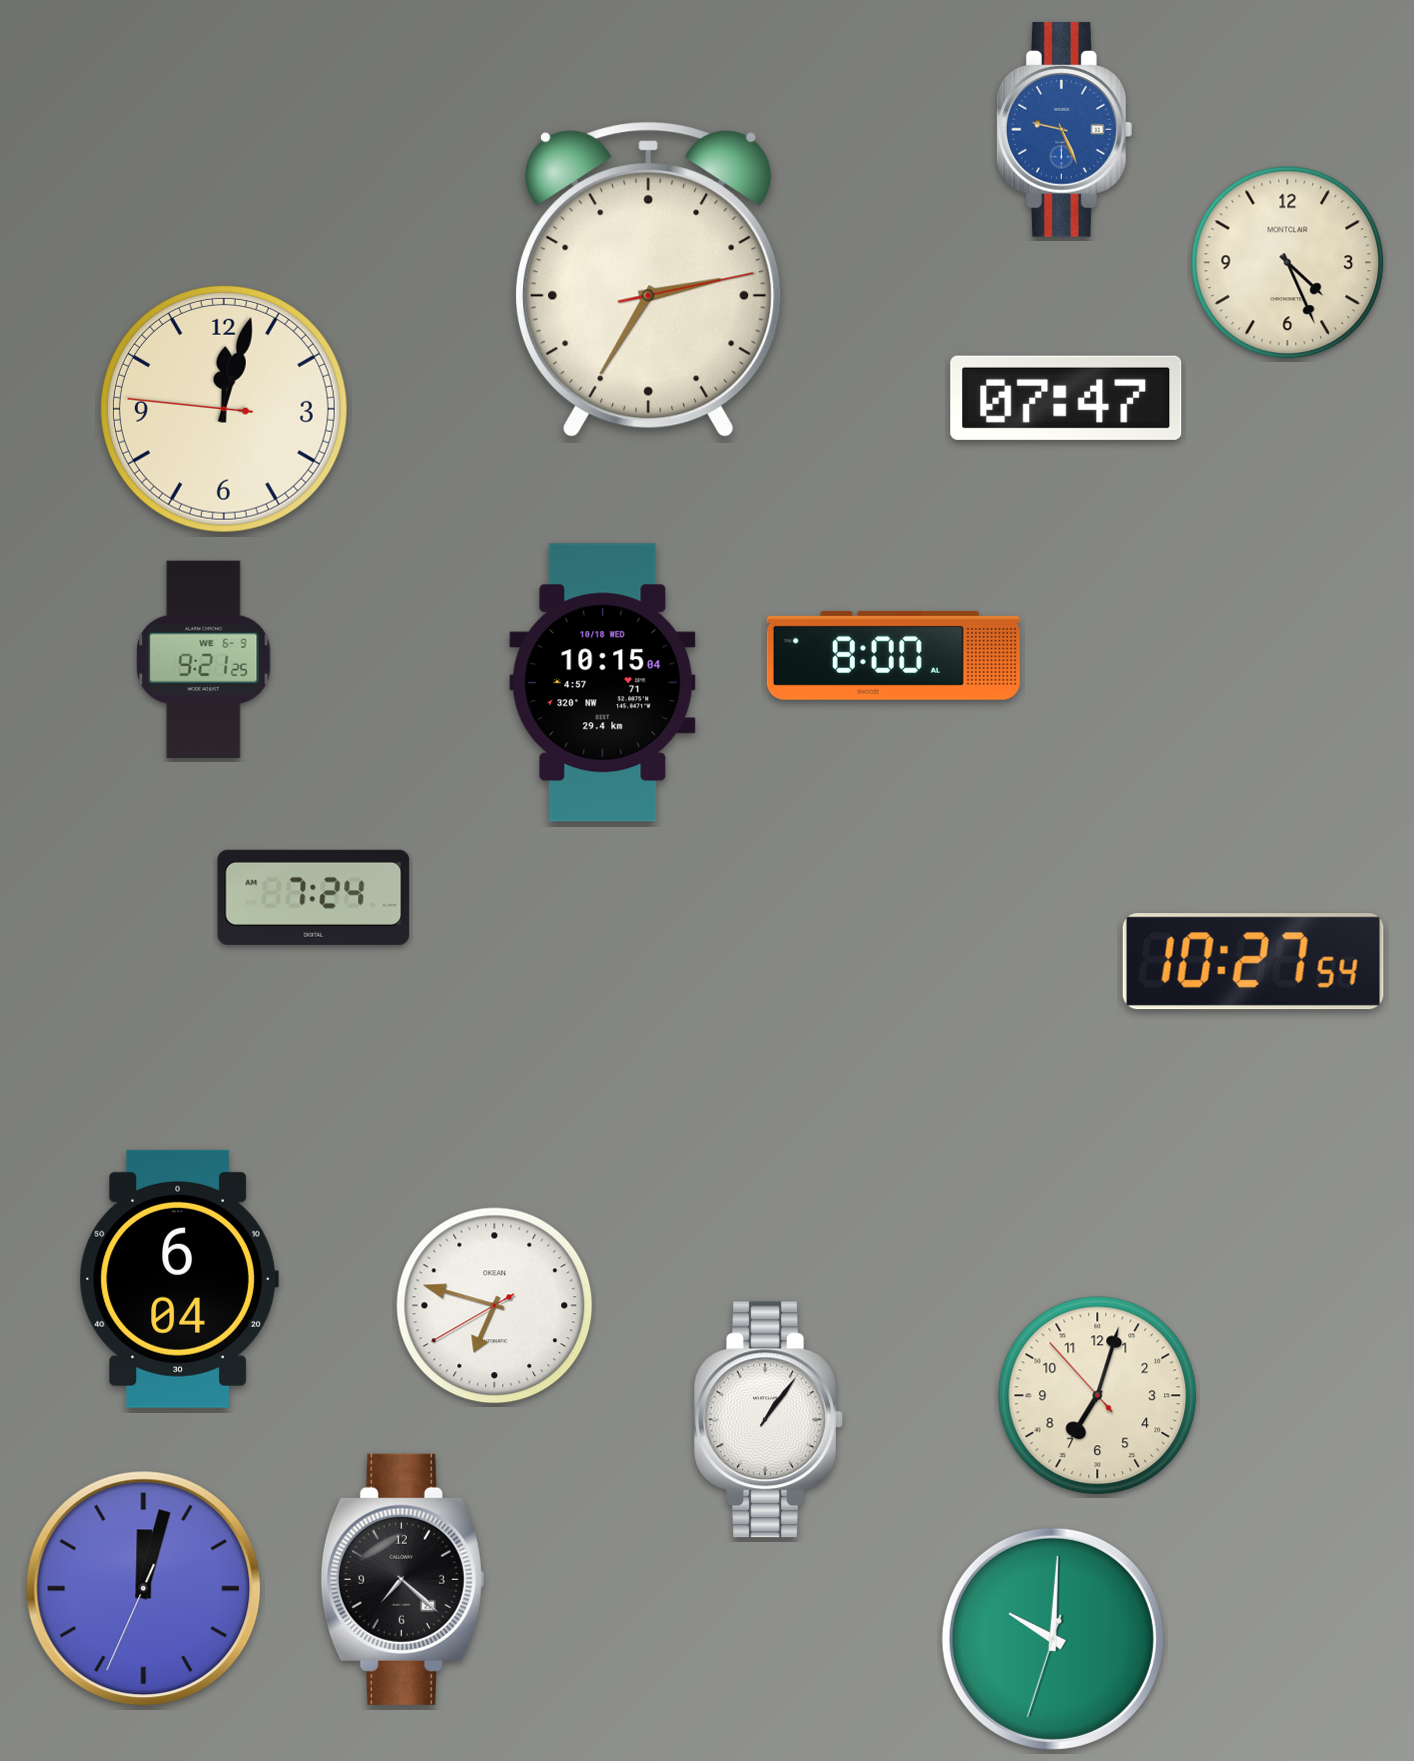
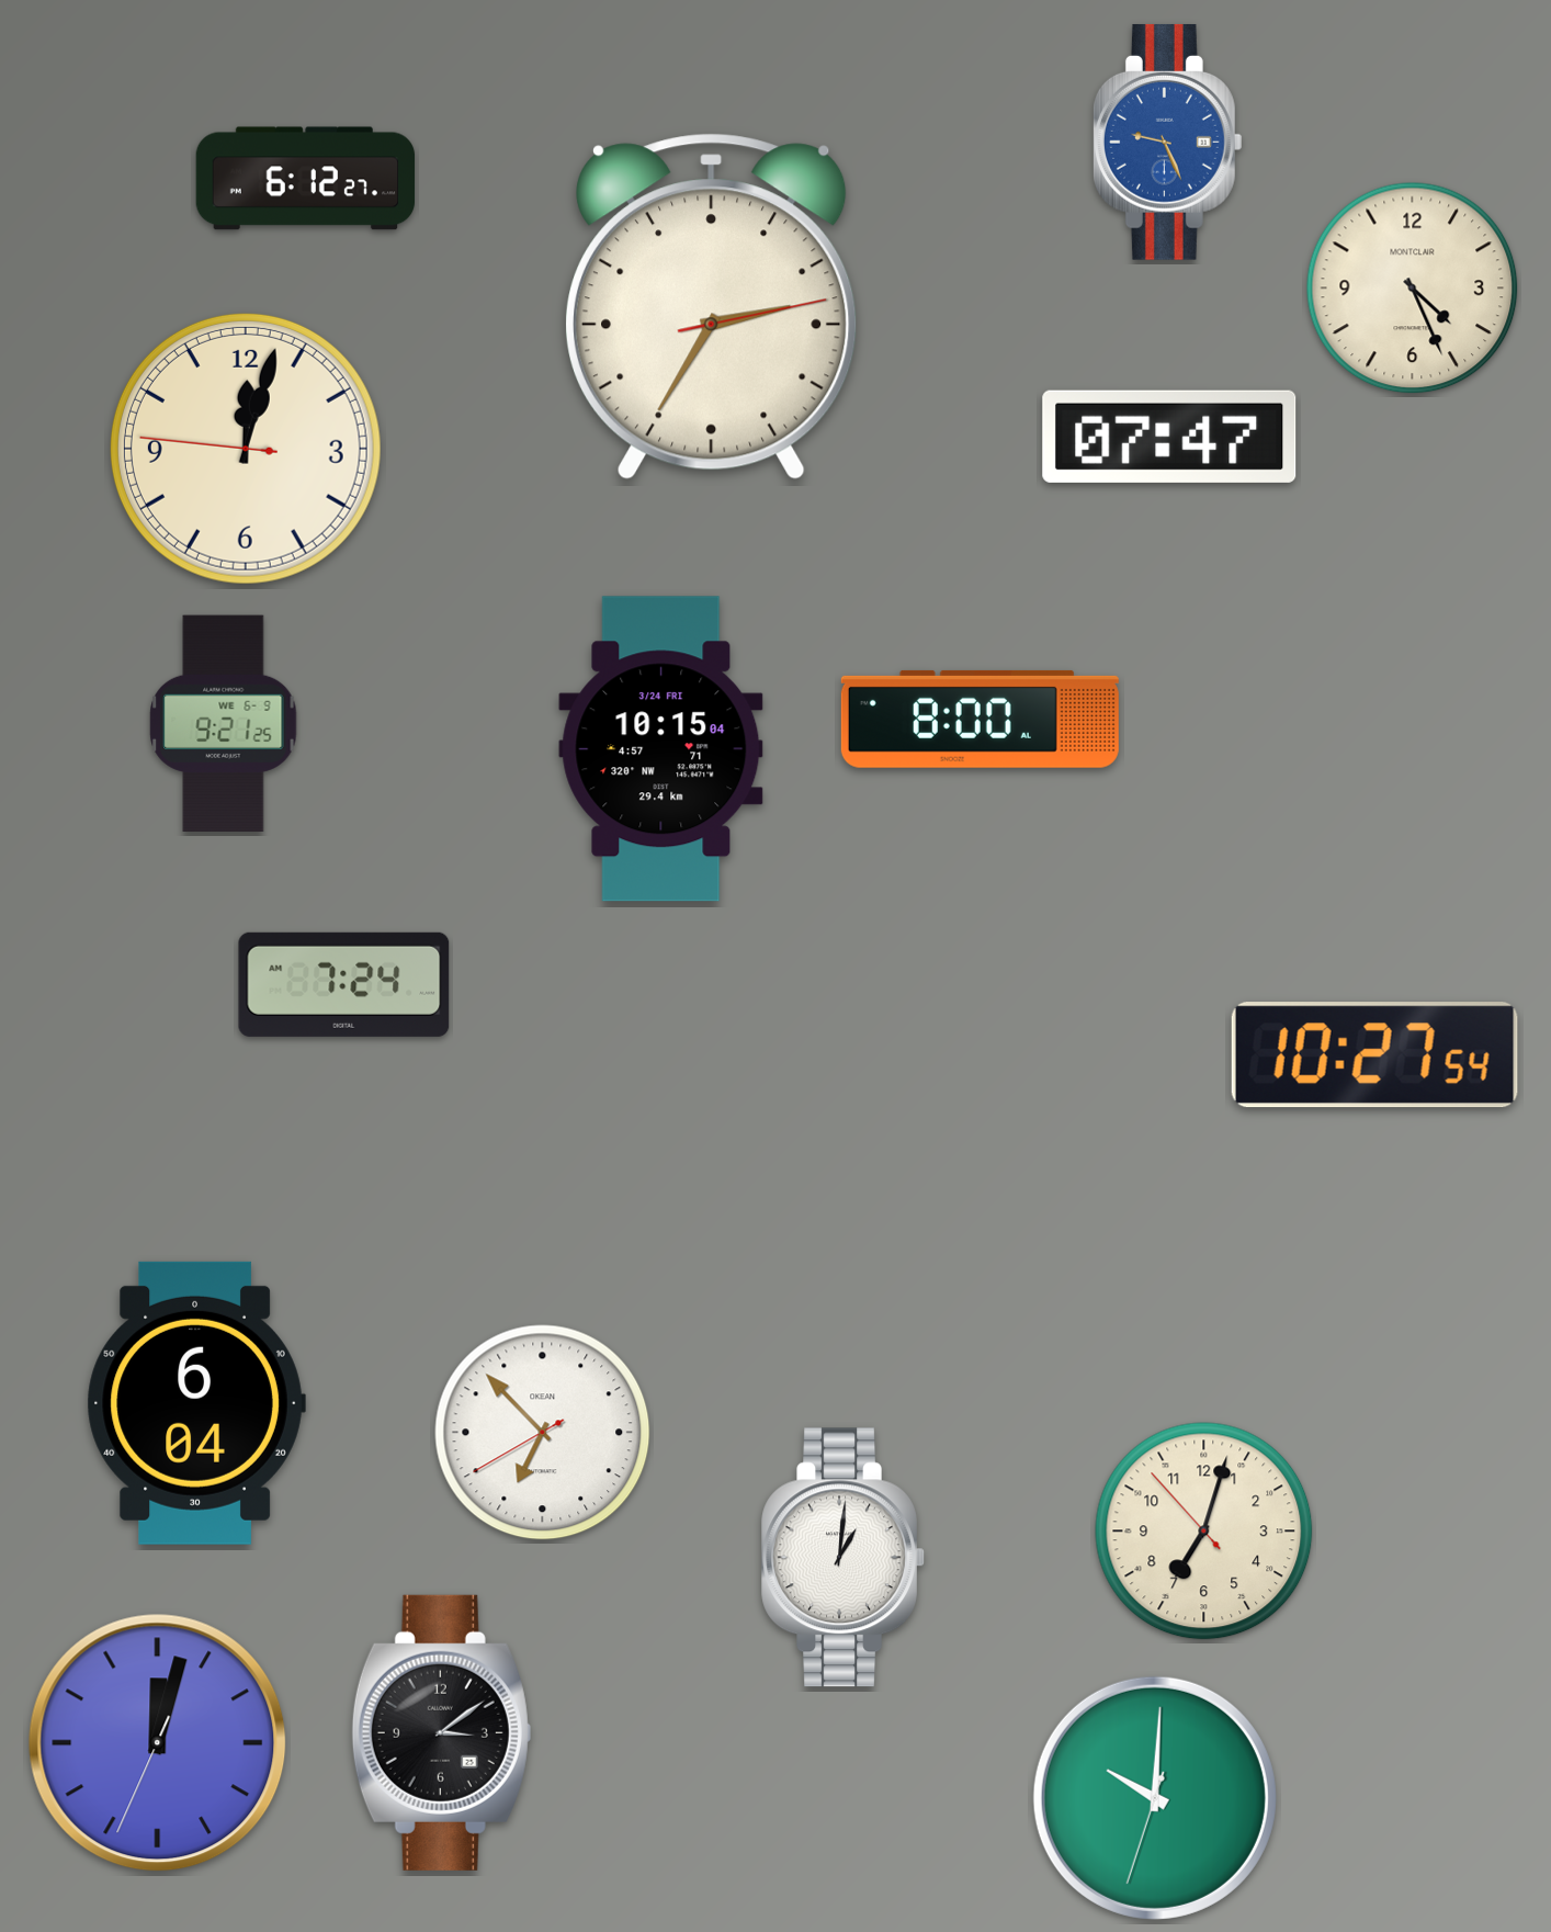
clock at (306, 179): none -> 6:12
clock at (603, 683) date: 10/18 WED -> 3/24 FRI
clock at (495, 1306): 6:47 -> 6:52
clock at (769, 1420): 1:06 -> 1:01
clock at (402, 1579): 7:22 -> 3:09
